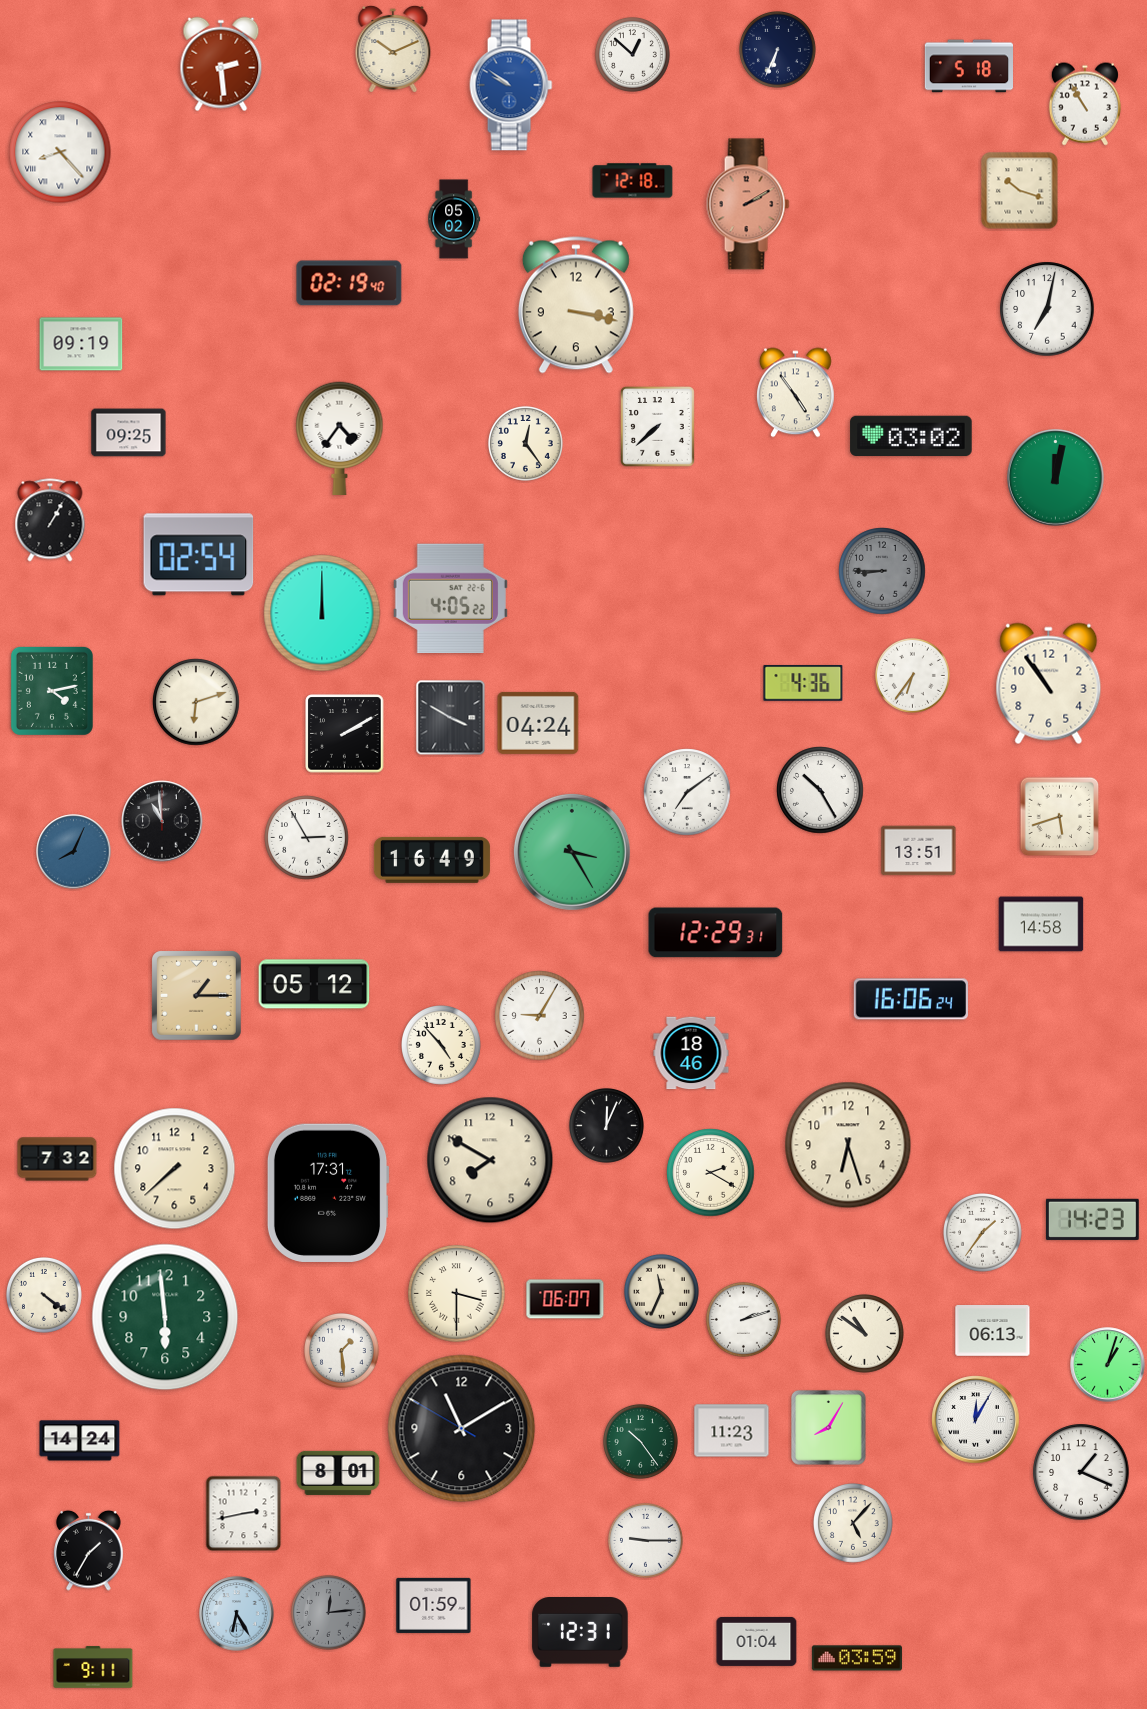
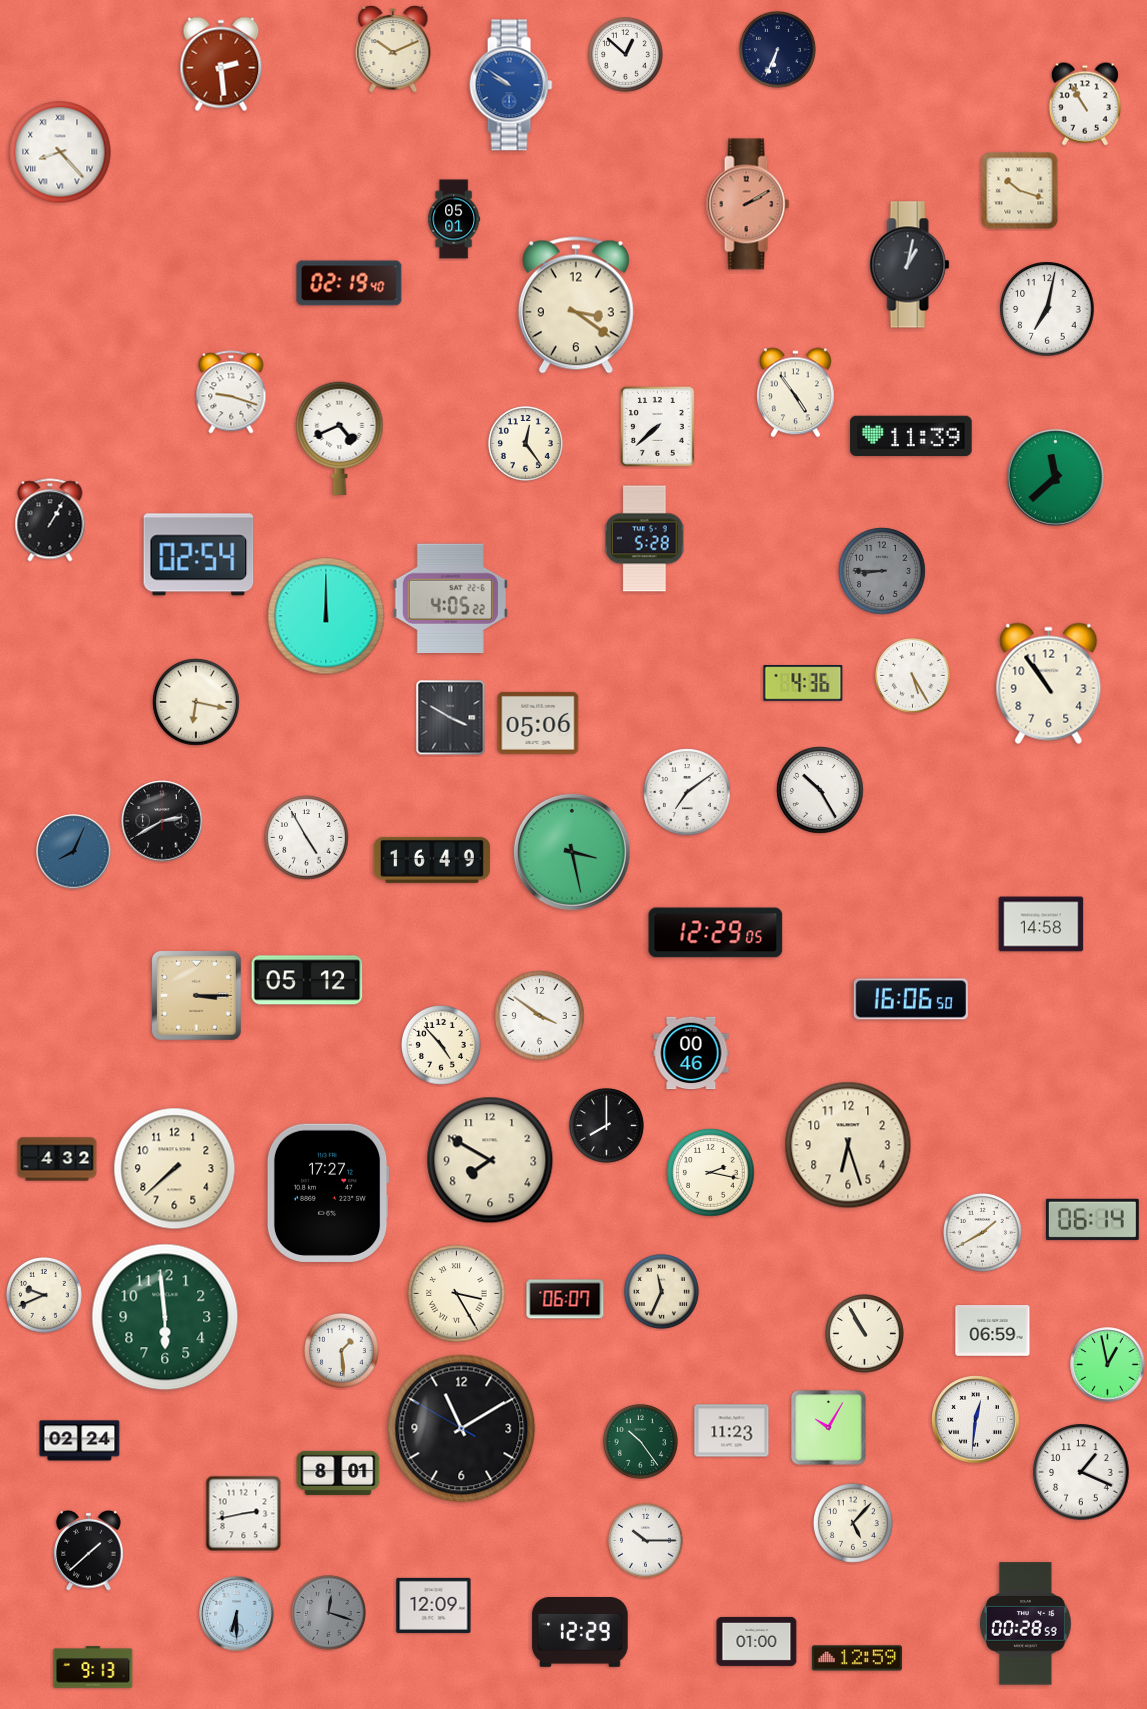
clock at (632, 54) position: (632, 54) -> (625, 54)
clock at (968, 66): 5:18 -> none
clock at (633, 181): 12:18 -> none
clock at (454, 219): 05:02 -> 05:01
clock at (910, 265): none -> 1:02
clock at (576, 305): 3:17 -> 3:21
clock at (81, 344): 09:19 -> none
clock at (231, 392): none -> 9:18
clock at (129, 433): 09:25 -> none
clock at (911, 436): 03:02 -> 11:39
clock at (340, 438): 4:36 -> 4:41
clock at (1056, 478): 12:02 -> 11:38
clock at (644, 539): none -> 5:28
clock at (322, 613) position: (322, 613) -> (326, 616)
clock at (912, 675): 6:36 -> 5:25
clock at (52, 691): 4:13 -> none
clock at (196, 702): 6:12 -> 6:17
clock at (538, 723): 04:24 -> 05:06
clock at (345, 734): 2:10 -> none
clock at (1060, 817): 5:42 -> none
clock at (162, 821): 10:59 -> 2:40
clock at (307, 838): 2:55 -> 4:55
clock at (919, 851): 13:51 -> none
clock at (572, 852): 3:25 -> 3:28
clock at (716, 933): 12:29:31 -> 12:29:05
clock at (314, 984) position: (314, 984) -> (307, 980)
clock at (197, 996): 1:15 -> 3:15
clock at (911, 999): 16:06:24 -> 16:06:50
clock at (540, 1016): 9:05 -> 3:51
clock at (691, 1053): 18:46 -> 00:46
clock at (606, 1125): 12:04 -> 8:00
clock at (57, 1159): 7:32 -> 4:32
clock at (711, 1173): 2:20 -> 2:17
clock at (328, 1193): 17:31 -> 17:27
clock at (1092, 1219): 14:23 -> 06:14
clock at (983, 1233): 1:36 -> 1:40
clock at (457, 1294): 3:30 -> 3:25
clock at (45, 1296): 4:21 -> 9:41
clock at (743, 1319): 2:12 -> none
clock at (993, 1331): 06:13 -> 06:59
clock at (865, 1334): 10:51 -> 10:55
clock at (1108, 1365): 1:03 -> 12:58
clock at (976, 1420): 12:05 -> 12:31
clock at (829, 1428): 8:05 -> 10:05
clock at (80, 1441): 14:24 -> 02:24
clock at (645, 1540): 9:15 -> 10:15
clock at (89, 1550): 1:35 -> 1:38
clock at (434, 1605): 01:59 -> 12:09
clock at (328, 1612): 12:14 -> 12:18
clock at (237, 1614): 6:25 -> 6:30
clock at (1026, 1624): none -> 00:28
clock at (580, 1633): 12:31 -> 12:29
clock at (757, 1641): 01:04 -> 01:00
clock at (857, 1658): 03:59 -> 12:59
clock at (93, 1667): 9:11 -> 9:13
